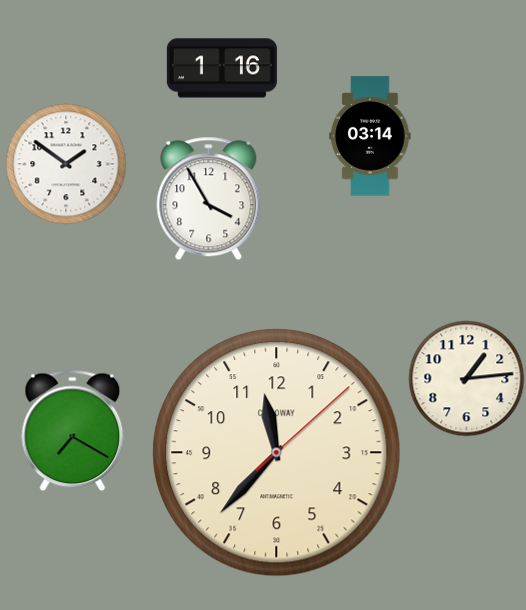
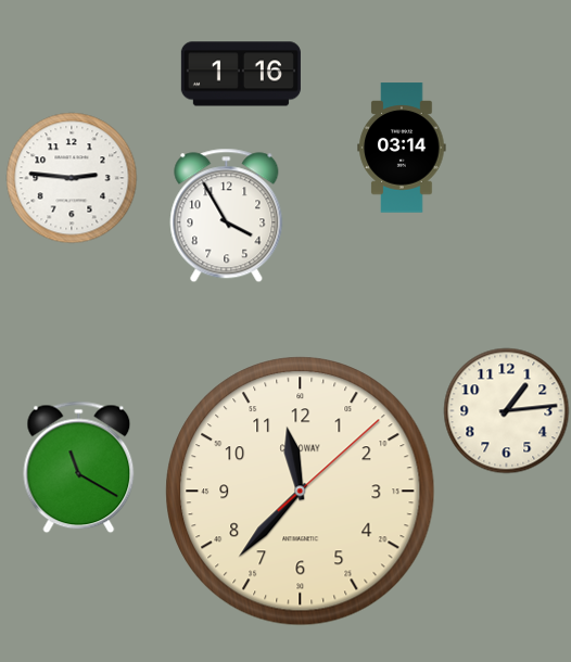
clock at (66, 164): 1:51 -> 2:46
clock at (73, 431): 7:20 -> 11:20
